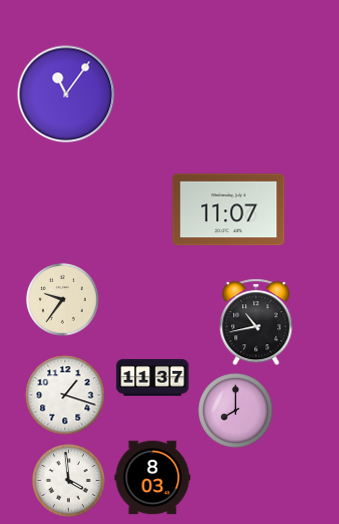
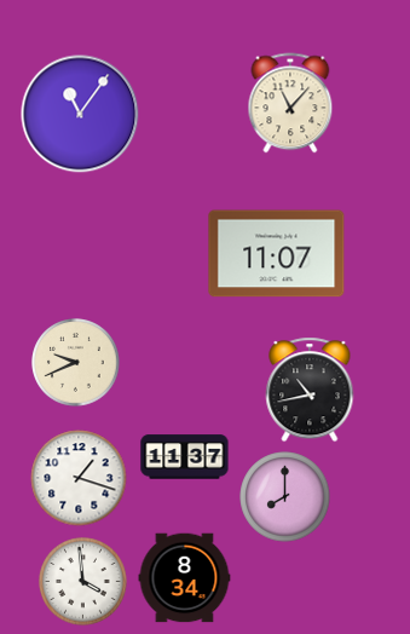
clock at (290, 103): none -> 11:07
clock at (63, 300): 9:36 -> 9:41
clock at (153, 478): 8:03 -> 8:34
